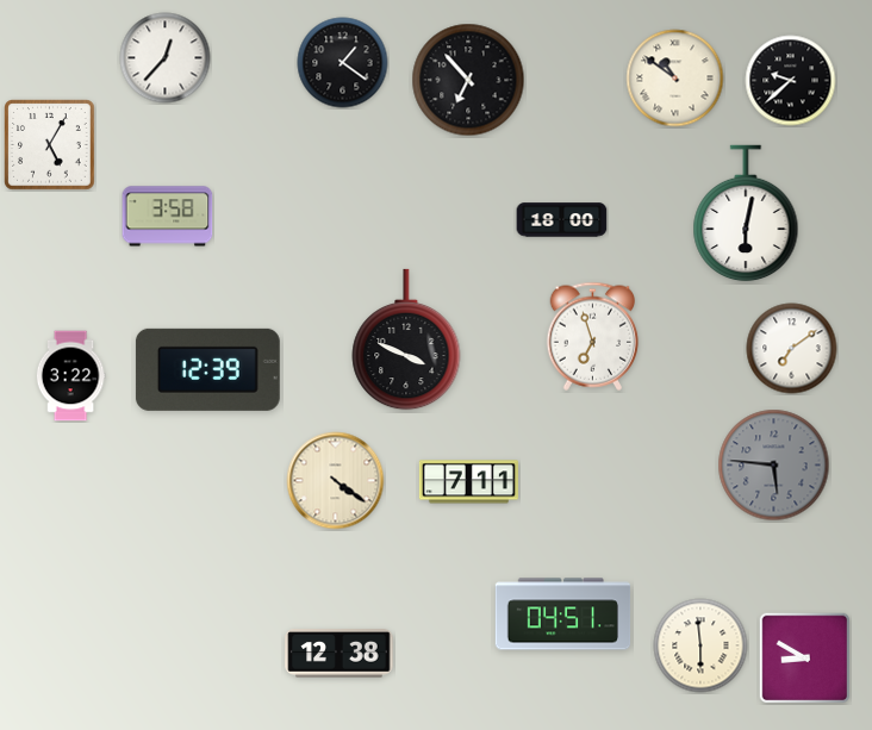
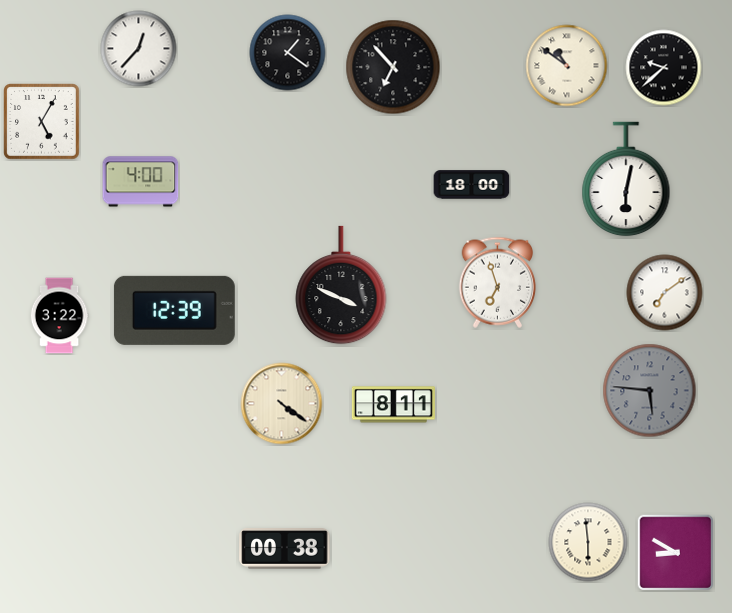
clock at (168, 217): 3:58 -> 4:00
clock at (468, 482): 7:11 -> 8:11
clock at (563, 614): 04:51 -> none
clock at (340, 654): 12:38 -> 00:38
